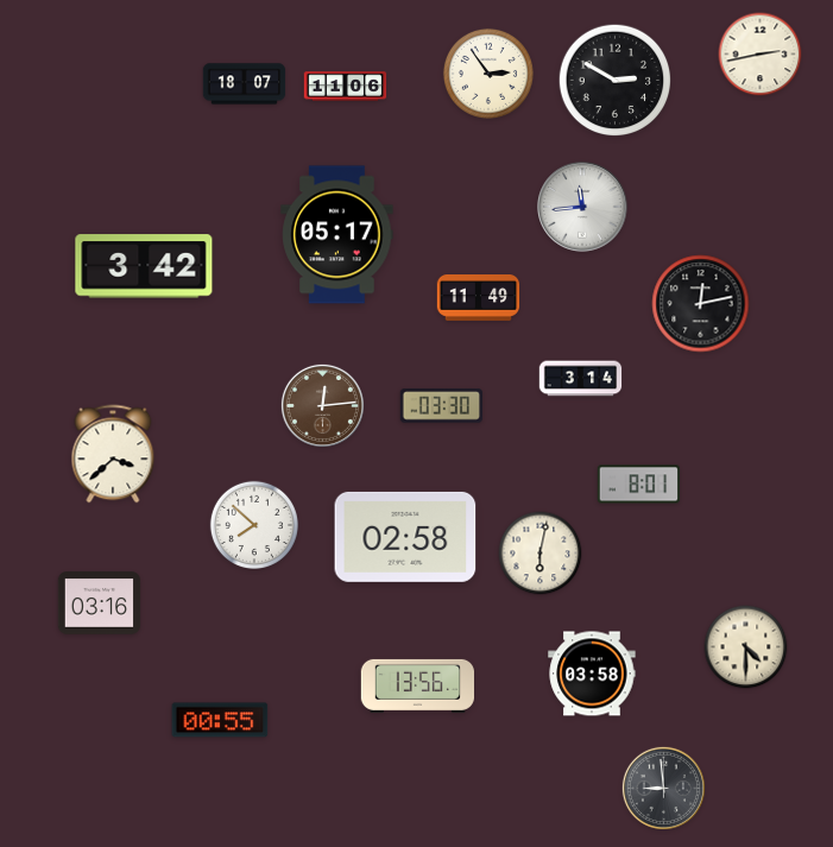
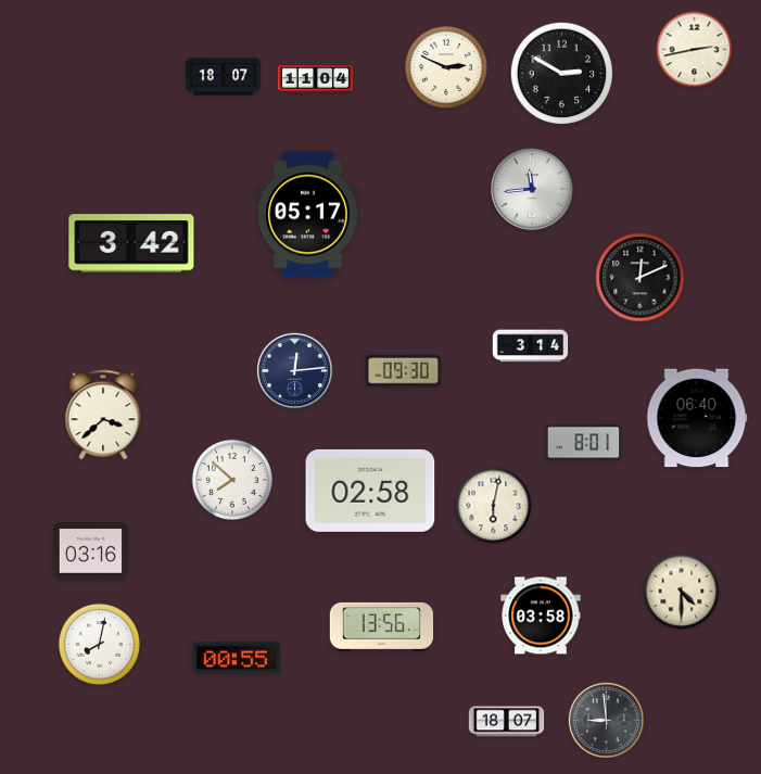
clock at (488, 74): 2:54 -> 2:49
clock at (346, 87): 11:06 -> 11:04
clock at (479, 298): 11:49 -> none
clock at (701, 304): 12:13 -> 12:11
clock at (322, 405) dial: brown -> navy
clock at (441, 406): 03:30 -> 09:30
clock at (697, 418): none -> 06:40
clock at (99, 644): none -> 8:02
clock at (220, 720) position: (220, 720) -> (237, 658)
clock at (507, 722): none -> 18:07
